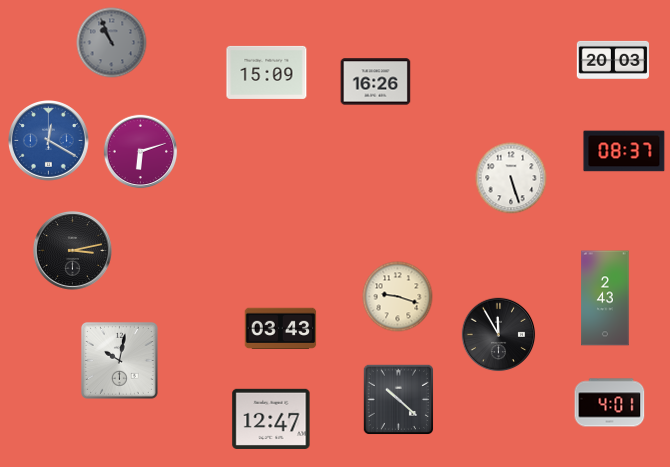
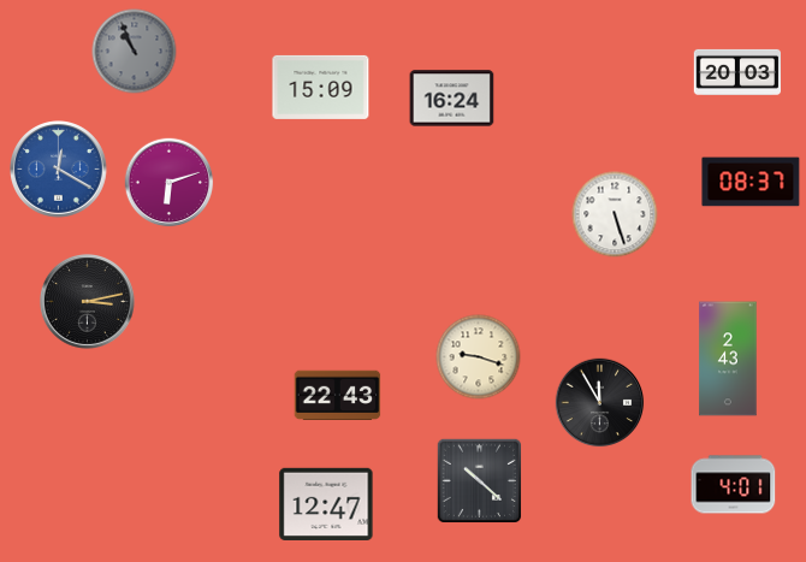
clock at (376, 82): 16:26 -> 16:24
clock at (281, 328): 03:43 -> 22:43
clock at (119, 360): 10:02 -> none
